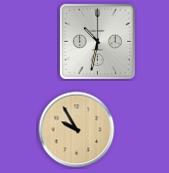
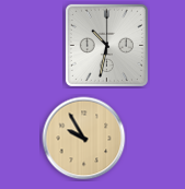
clock at (77, 130) position: (77, 130) -> (84, 139)
